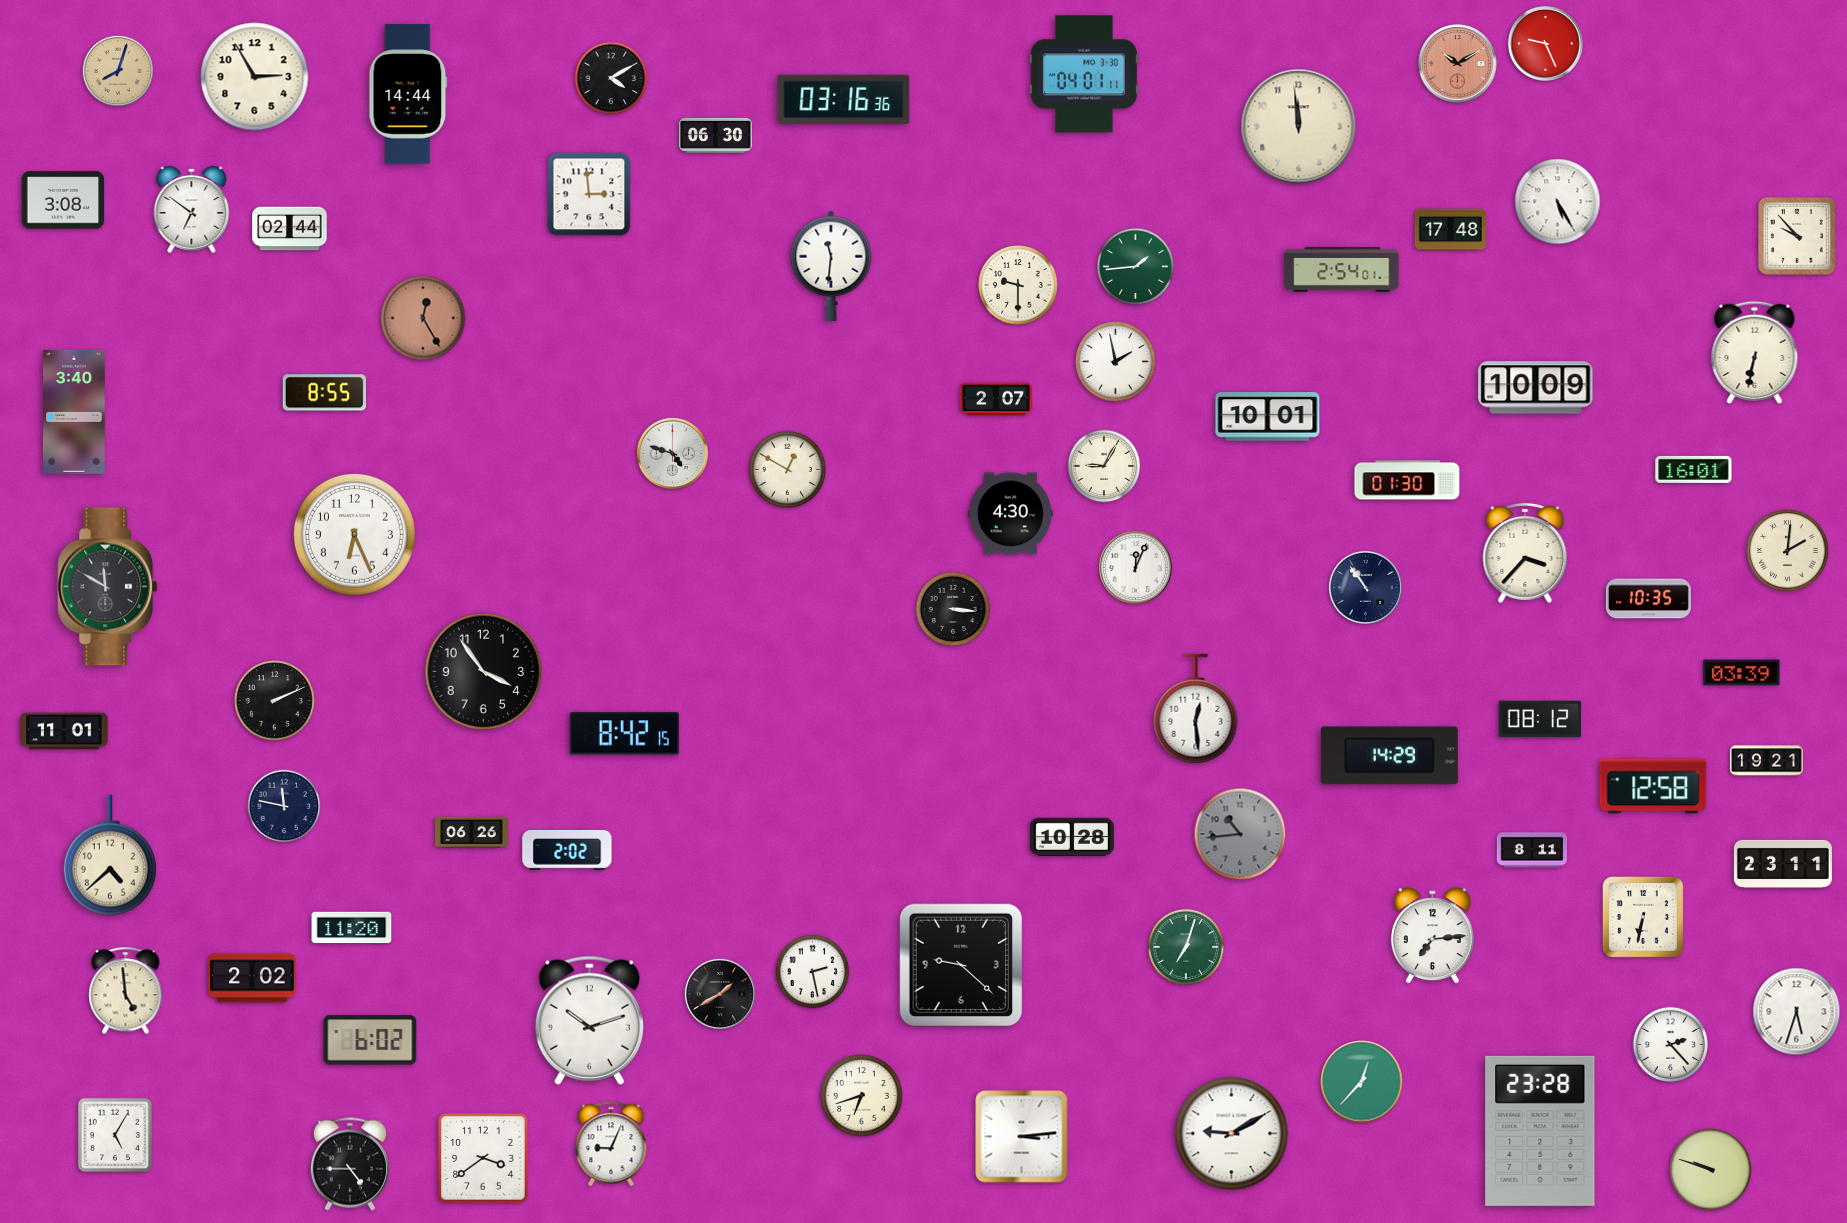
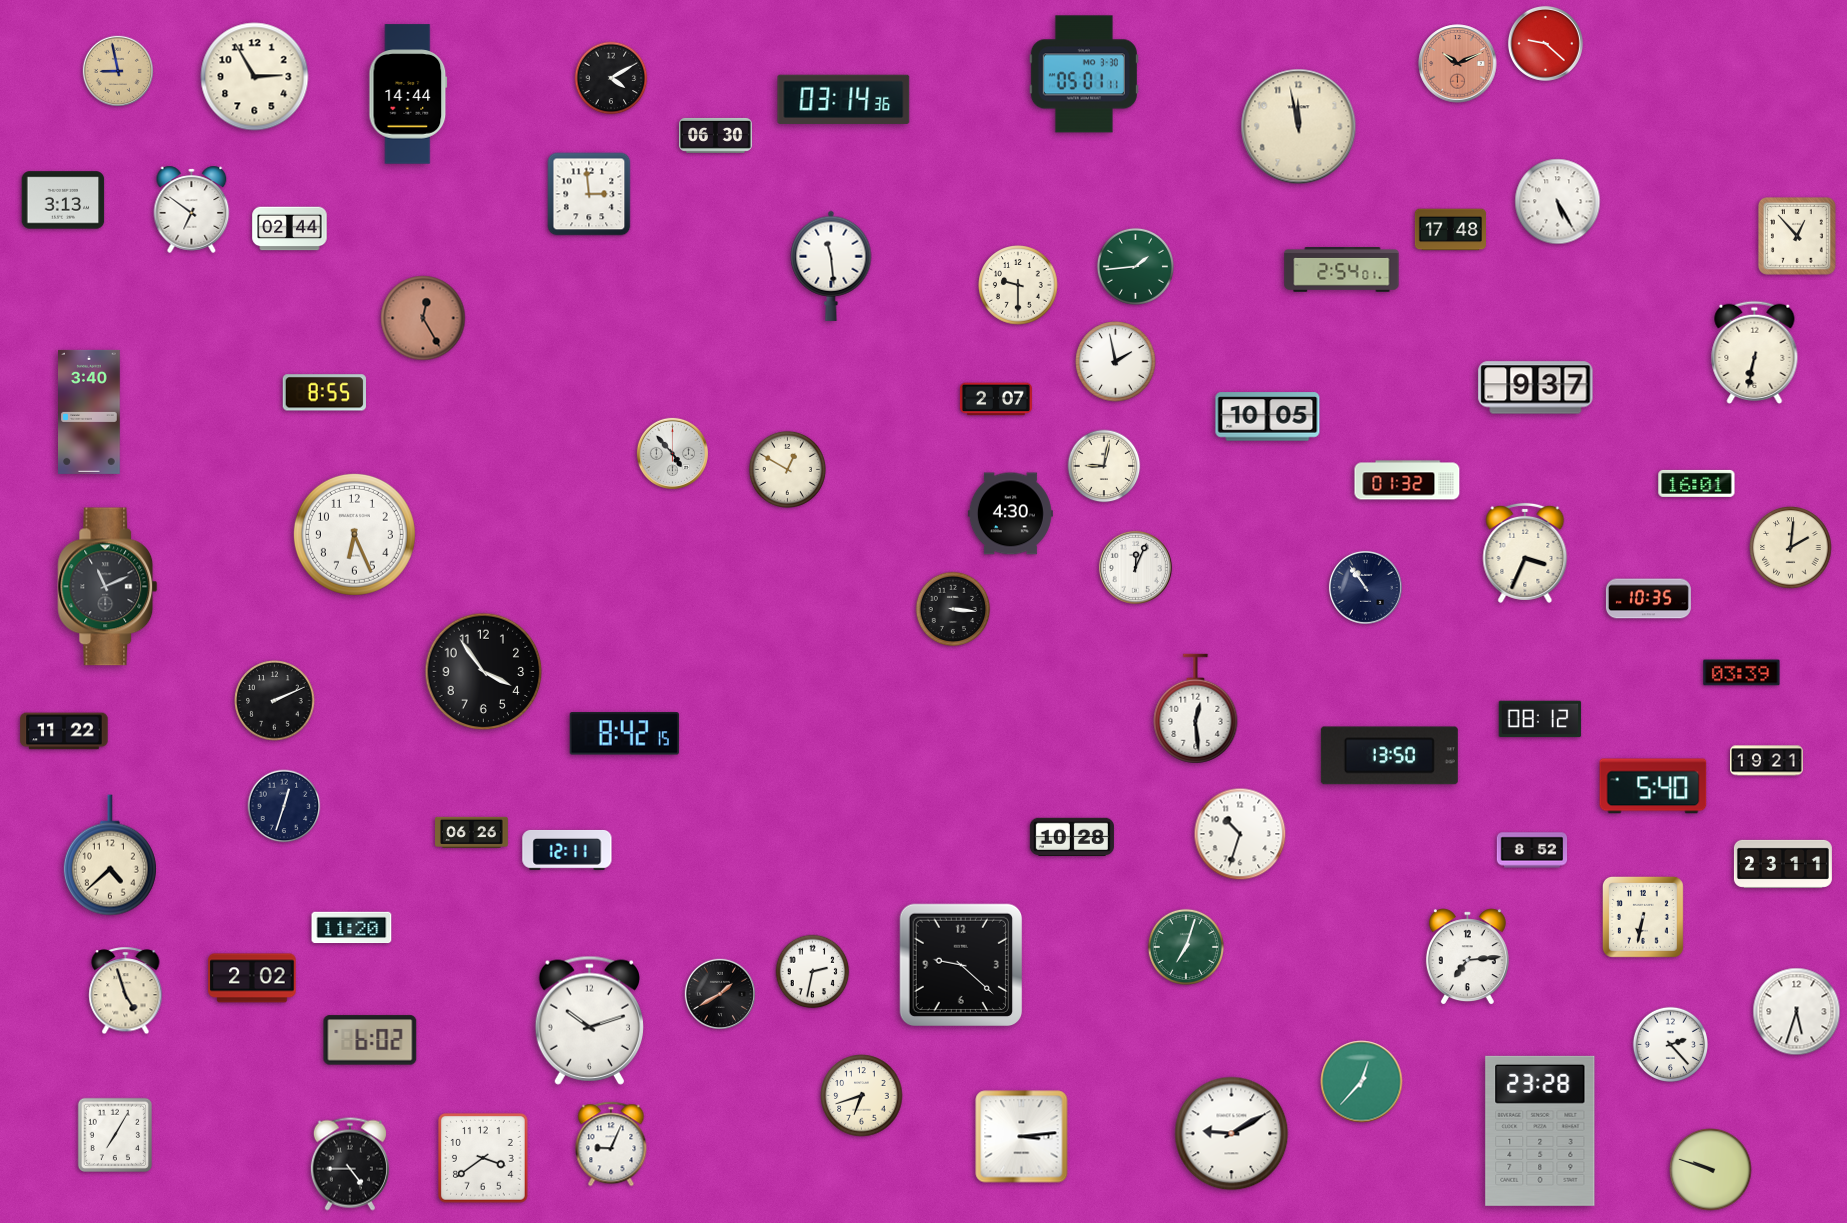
clock at (1545, 43): 9:26 -> 9:22
clock at (1458, 64): 10:10 -> 10:11
clock at (117, 70): 8:03 -> 8:58
clock at (1084, 74): 04:01 -> 05:01
clock at (844, 99): 03:16 -> 03:14
clock at (1299, 127): 11:59 -> 11:58
clock at (63, 200): 3:08 -> 3:13
clock at (1797, 236): 9:53 -> 12:53
clock at (831, 266): 11:31 -> 11:29
clock at (1536, 388): 10:09 -> 9:37
clock at (75, 412) position: (75, 412) -> (90, 412)
clock at (1268, 417): 10:01 -> 10:05
clock at (672, 453): 4:48 -> 4:53
clock at (1104, 466): 9:05 -> 9:02
clock at (1694, 469) position: (1694, 469) -> (1697, 483)
clock at (1407, 480): 01:30 -> 01:32
clock at (1788, 551) position: (1788, 551) -> (1791, 548)
clock at (1525, 553): 3:37 -> 3:34
clock at (108, 587): 11:50 -> 11:11
clock at (64, 731): 11:01 -> 11:22
clock at (1389, 756): 14:29 -> 13:50
clock at (1653, 786): 12:58 -> 5:40
clock at (284, 806): 11:47 -> 12:33
clock at (1240, 834): 10:44 -> 10:33
clock at (1240, 834) dial: grey -> white
clock at (567, 850): 2:02 -> 12:11
clock at (1532, 850): 8:11 -> 8:52
clock at (1432, 936) position: (1432, 936) -> (1467, 957)
clock at (813, 972): 2:28 -> 2:32
clock at (126, 991): 4:59 -> 4:57
clock at (114, 1134): 5:05 -> 7:05
